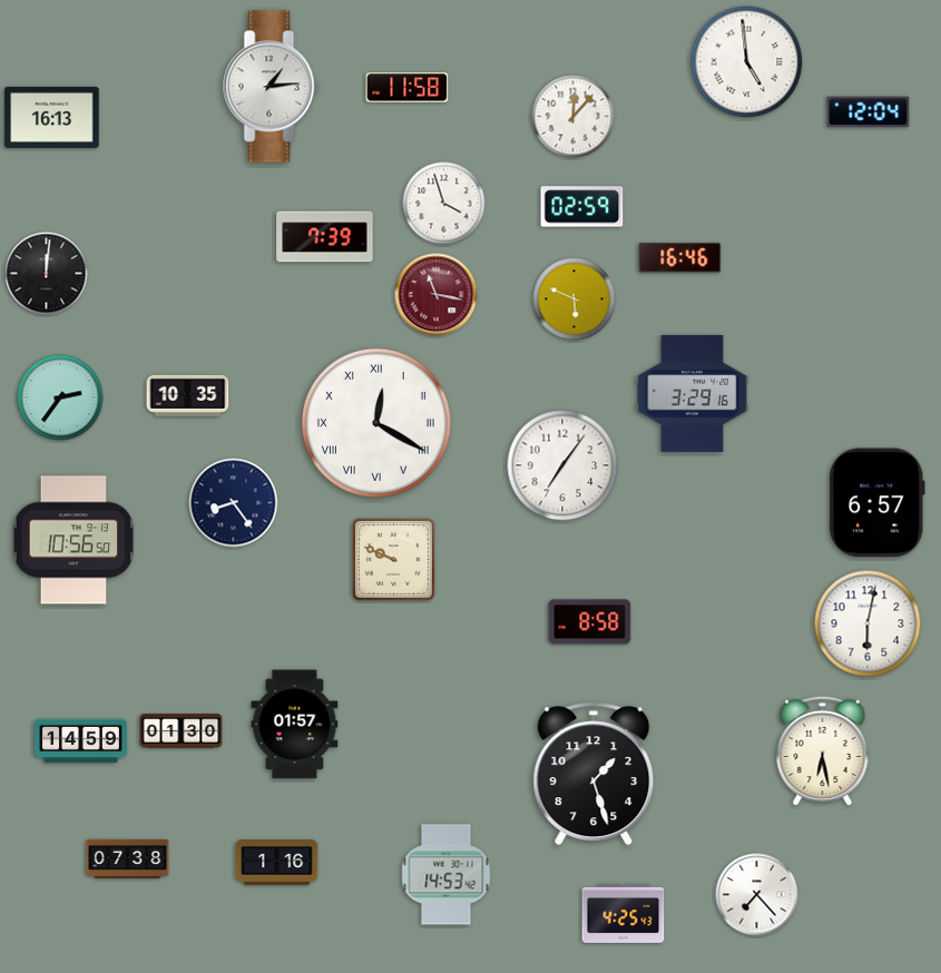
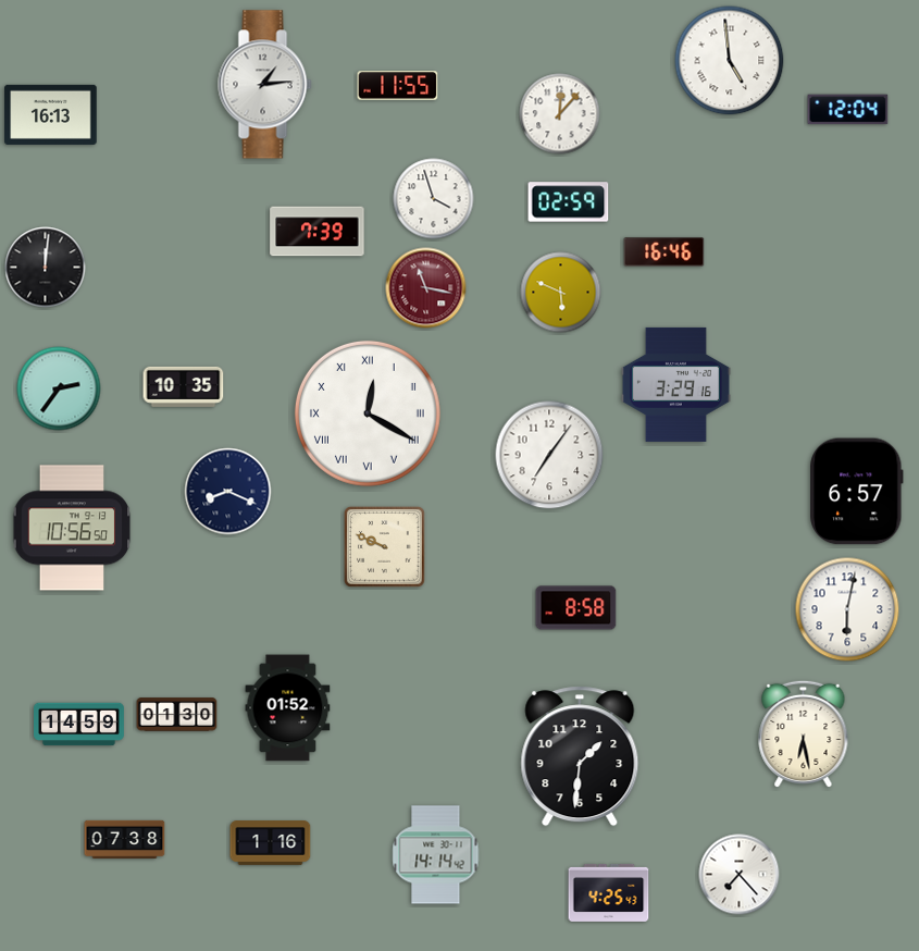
clock at (408, 88): 11:58 -> 11:55
clock at (234, 503): 8:24 -> 8:19
clock at (295, 725): 01:57 -> 01:52
clock at (594, 774): 1:27 -> 1:31
clock at (447, 875): 14:53 -> 14:14
